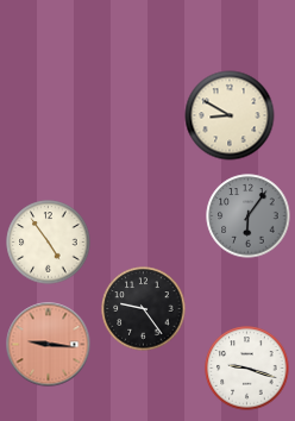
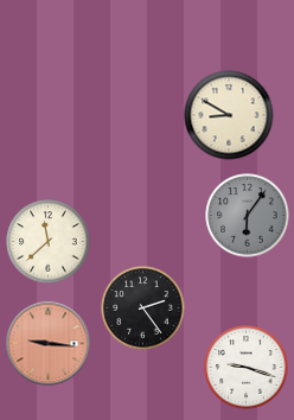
clock at (49, 243): 4:54 -> 11:38
clock at (144, 309): 9:24 -> 2:24
